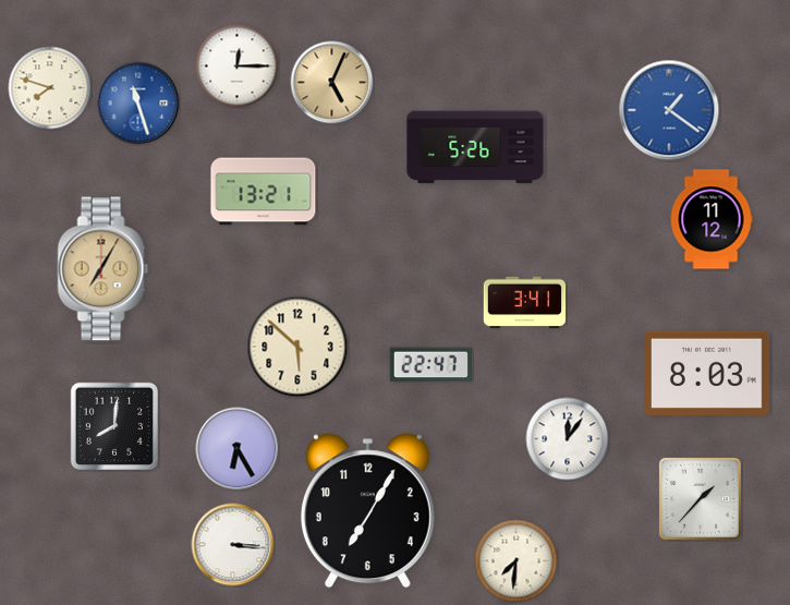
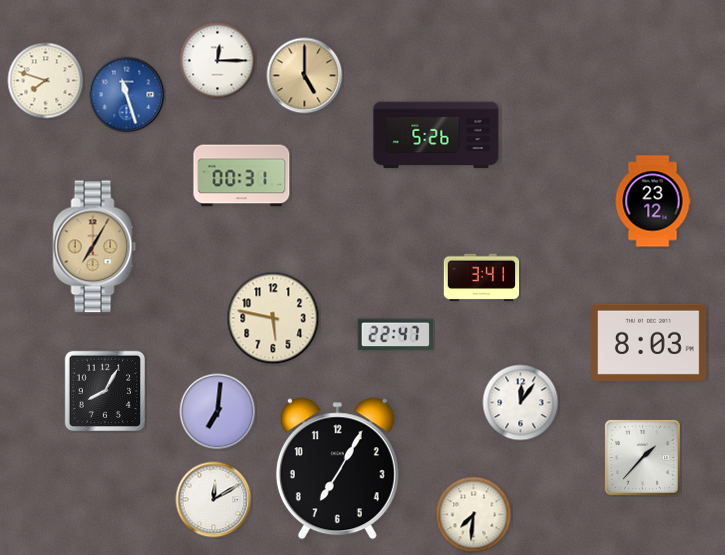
clock at (332, 83): 5:04 -> 5:00
clock at (669, 110): 1:21 -> none
clock at (264, 192): 13:21 -> 00:31
clock at (712, 219): 11:12 -> 23:12
clock at (297, 347): 5:52 -> 5:47
clock at (113, 425): 8:01 -> 8:05
clock at (238, 449): 6:25 -> 7:01
clock at (233, 545): 3:16 -> 12:10
